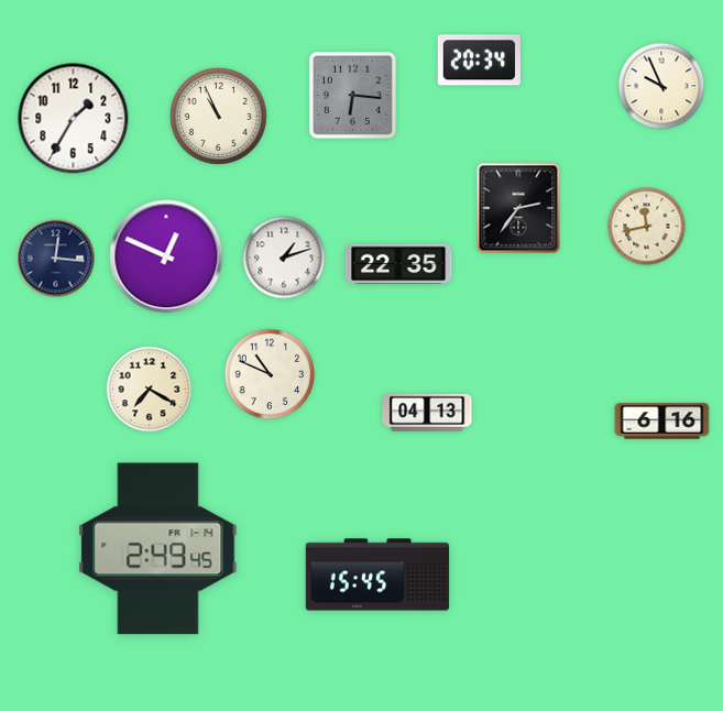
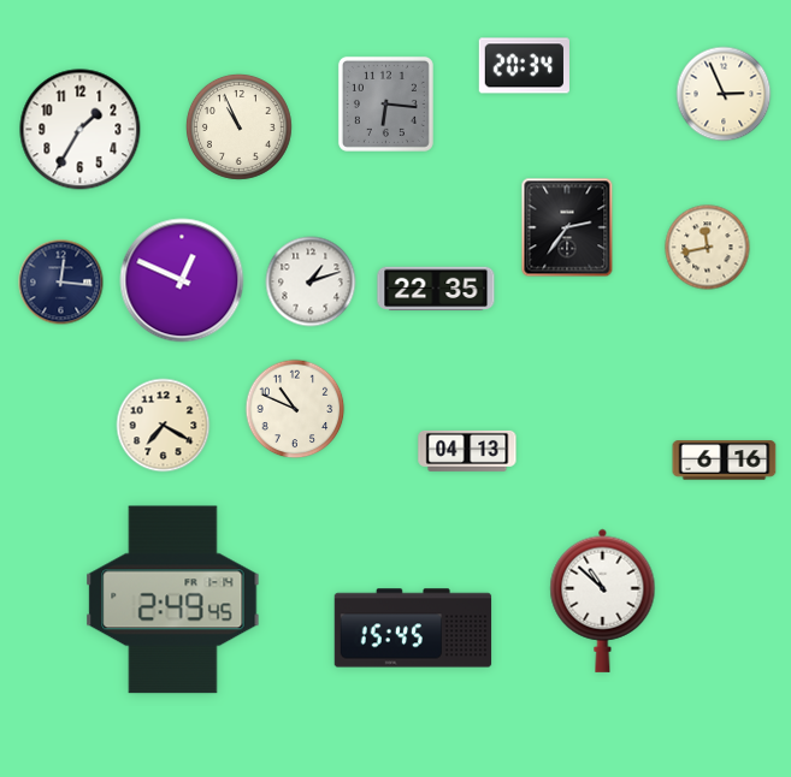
clock at (661, 86): 9:56 -> 2:56
clock at (603, 600): none -> 10:52
